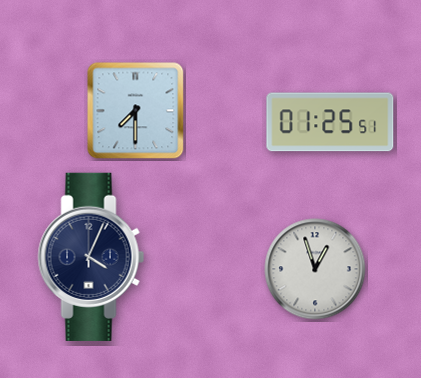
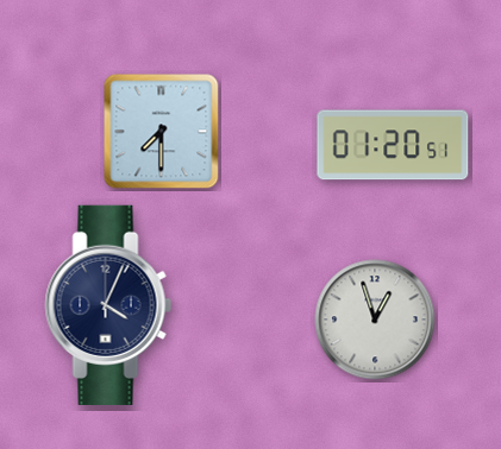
clock at (330, 122): 01:25 -> 01:20
